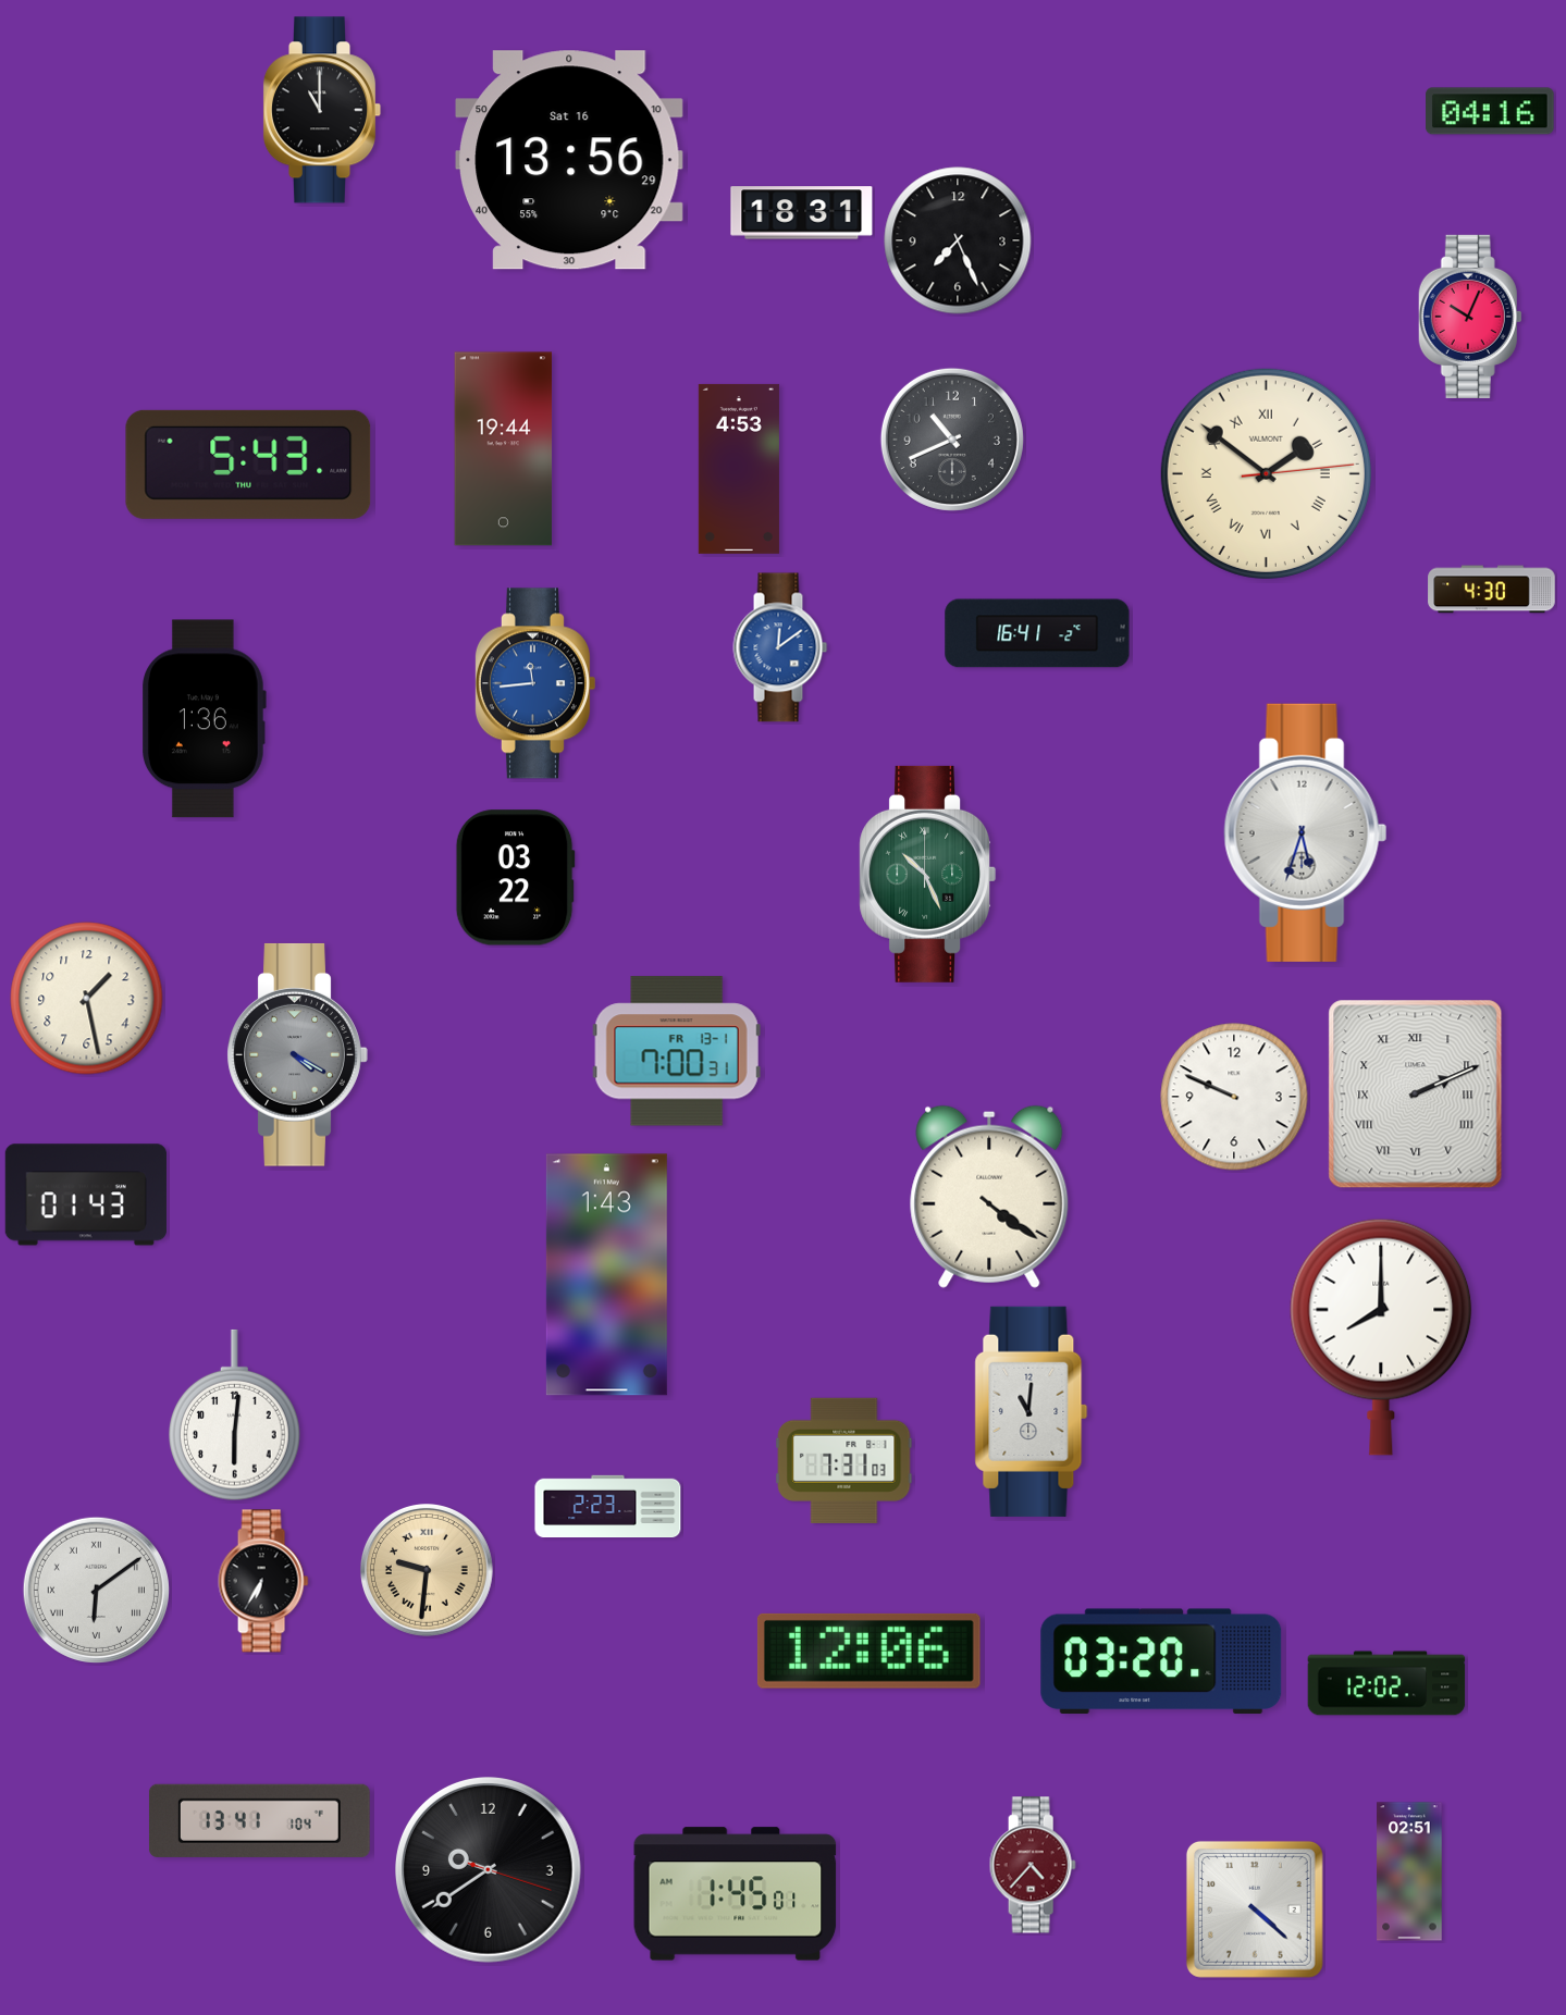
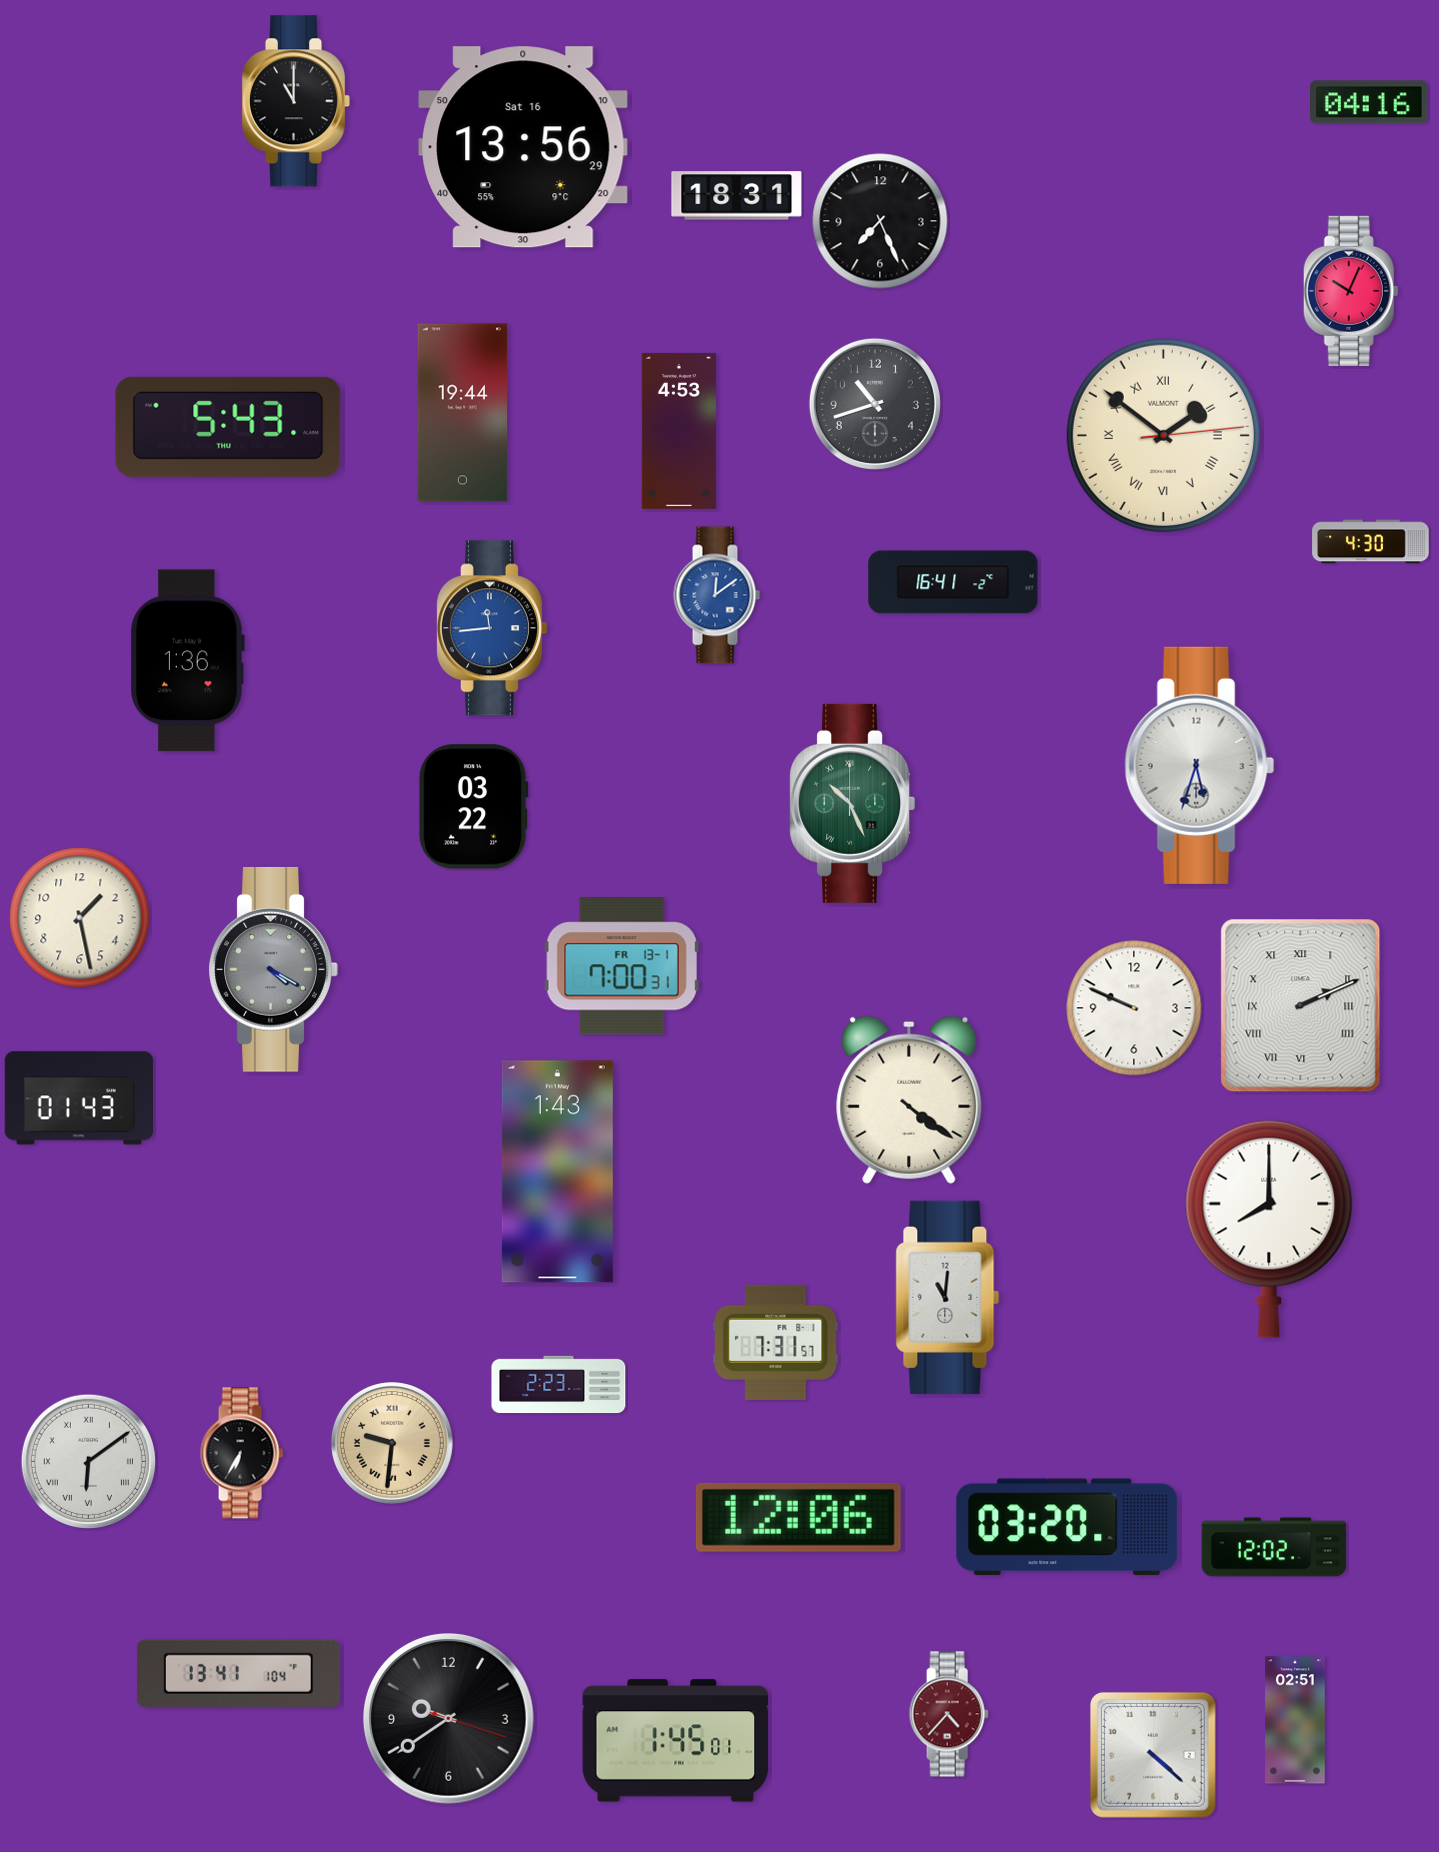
clock at (952, 440): 10:41 -> 10:42
clock at (235, 1416): 6:01 -> none
clock at (844, 1460): 7:31:03 -> 7:31:57
